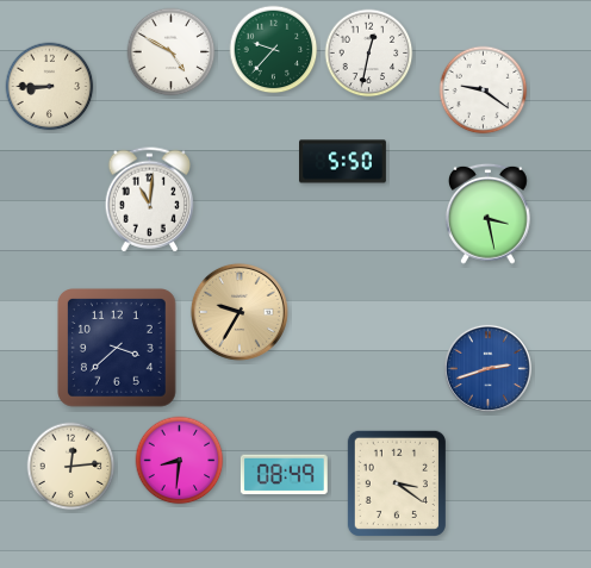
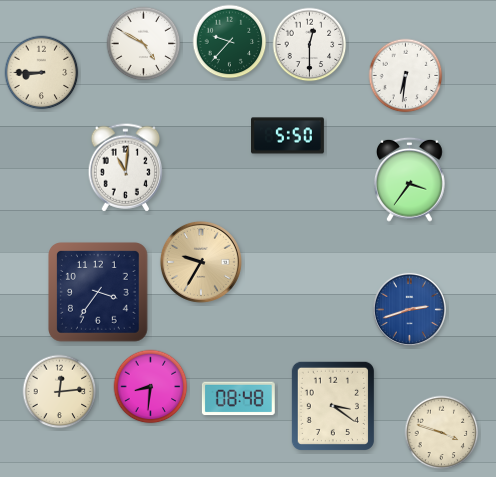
clock at (369, 54): 12:32 -> 12:30
clock at (484, 90): 9:21 -> 6:31
clock at (489, 213): 3:28 -> 3:36
clock at (118, 349): 3:38 -> 3:36
clock at (284, 475): 08:49 -> 08:48
clock at (442, 433): none -> 3:48
